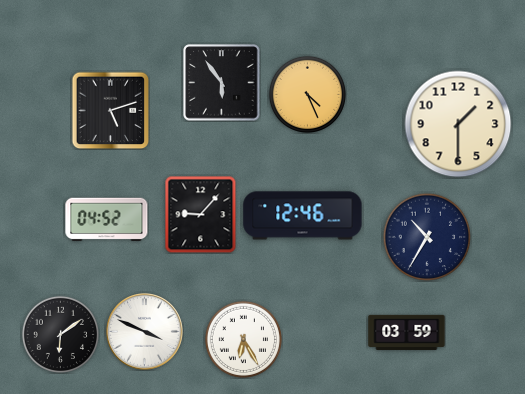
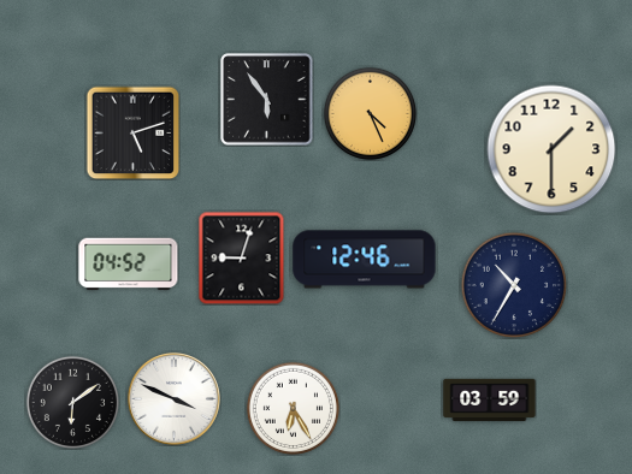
clock at (201, 214): 9:07 -> 9:03
